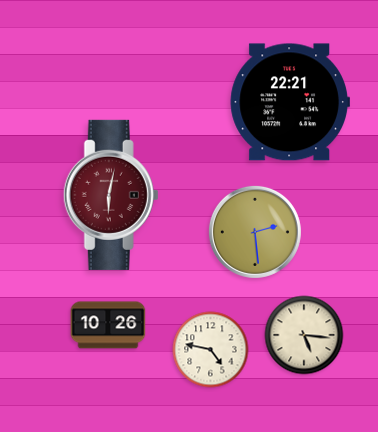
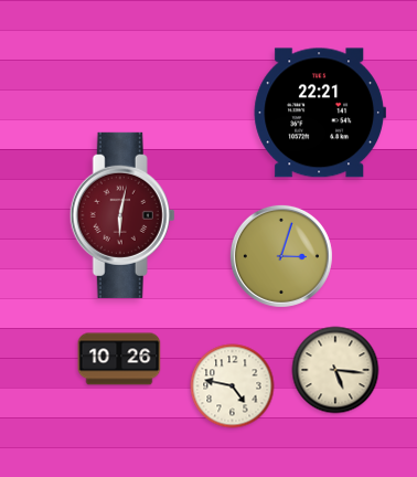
clock at (255, 232): 2:29 -> 3:03
